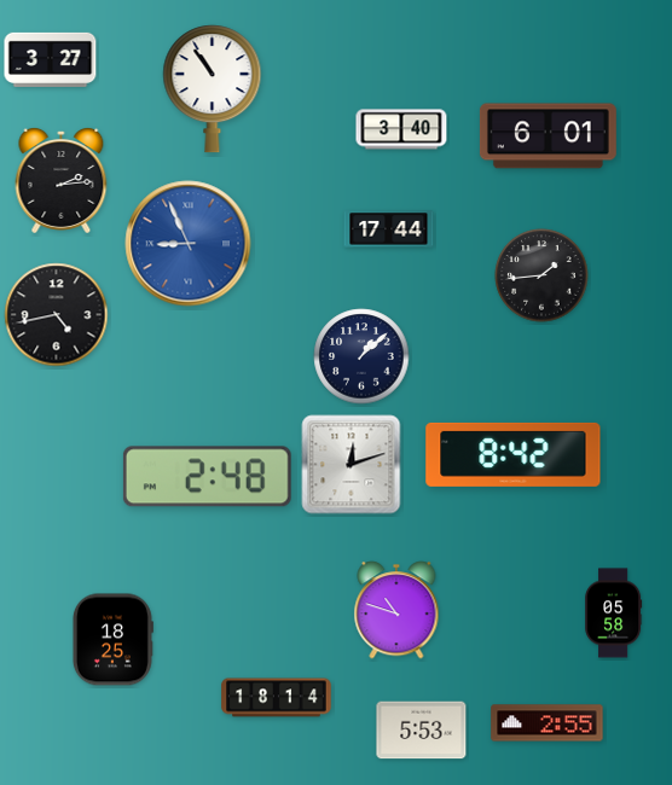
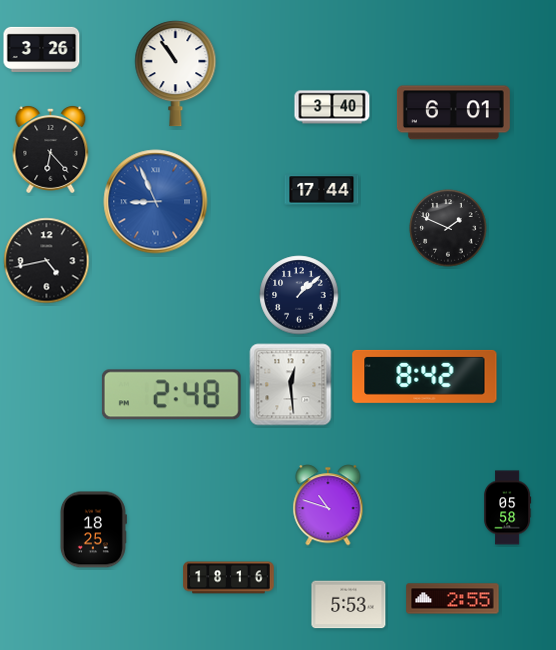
clock at (51, 59): 3:27 -> 3:26
clock at (62, 181): 2:14 -> 6:23
clock at (541, 275): 1:44 -> 1:49
clock at (352, 465): 12:12 -> 12:29
clock at (277, 698): 18:14 -> 18:16
